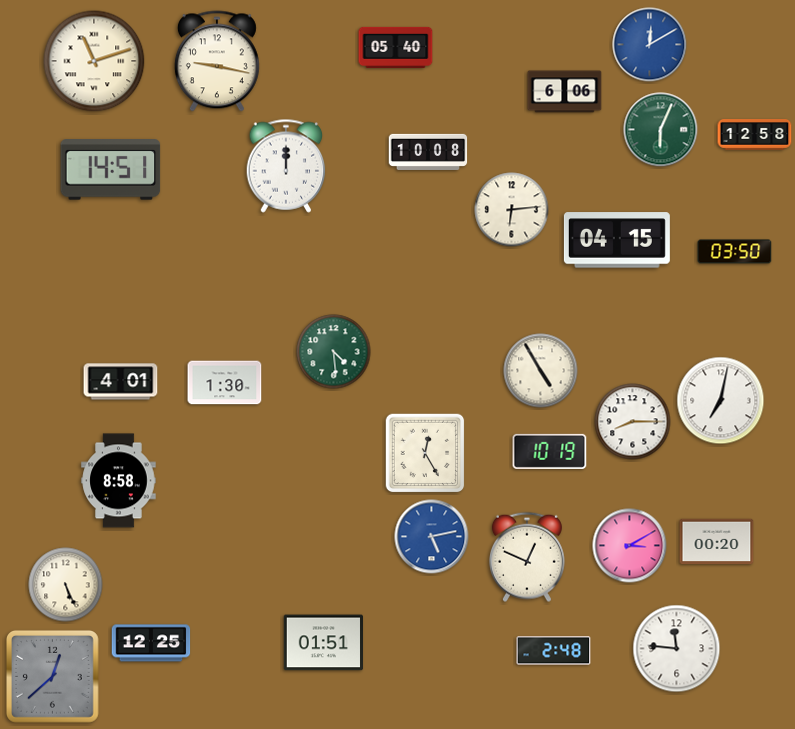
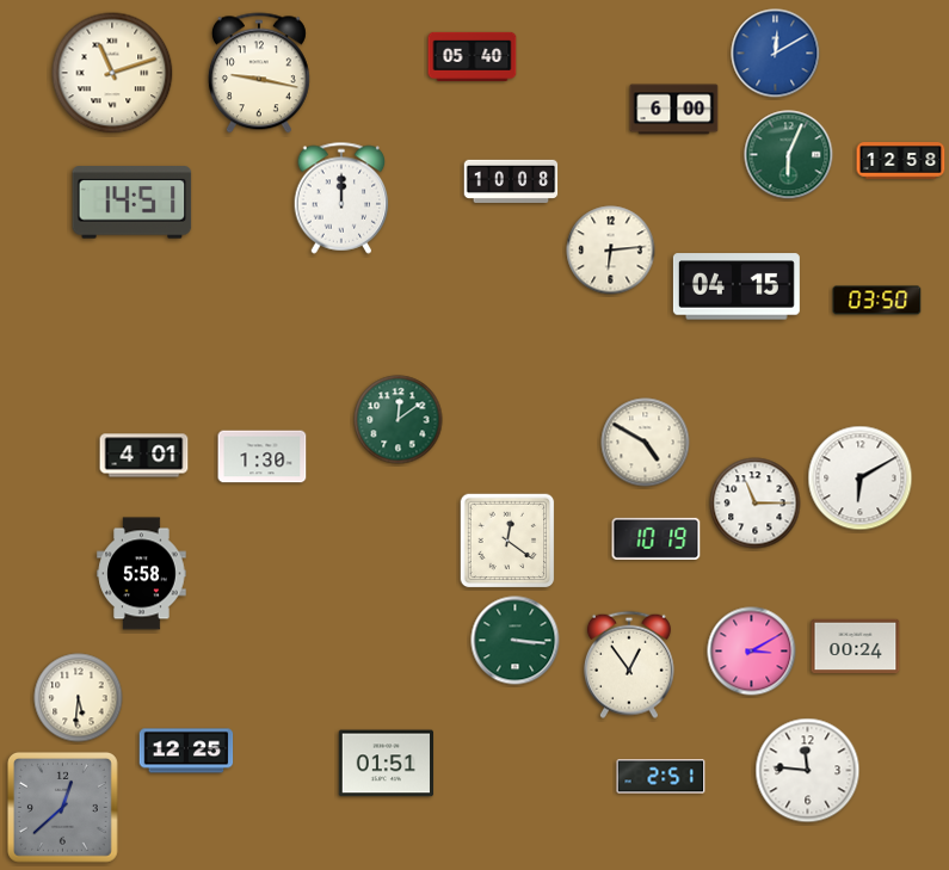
clock at (565, 92): 6:06 -> 6:00
clock at (334, 352): 4:29 -> 12:09
clock at (541, 371): 4:55 -> 4:50
clock at (225, 383) position: (225, 383) -> (263, 457)
clock at (721, 401): 7:02 -> 6:10
clock at (633, 422): 8:15 -> 11:15
clock at (425, 453): 12:25 -> 12:21
clock at (119, 481): 8:58 -> 5:58
clock at (432, 537): 5:13 -> 3:16
clock at (432, 537) dial: blue -> green
clock at (717, 542): 00:20 -> 00:24
clock at (527, 557): 12:49 -> 12:54
clock at (66, 585): 5:26 -> 5:31
clock at (151, 643) position: (151, 643) -> (186, 751)
clock at (323, 643) position: (323, 643) -> (386, 764)
clock at (677, 649) position: (677, 649) -> (808, 771)
clock at (554, 651): 2:48 -> 2:51
